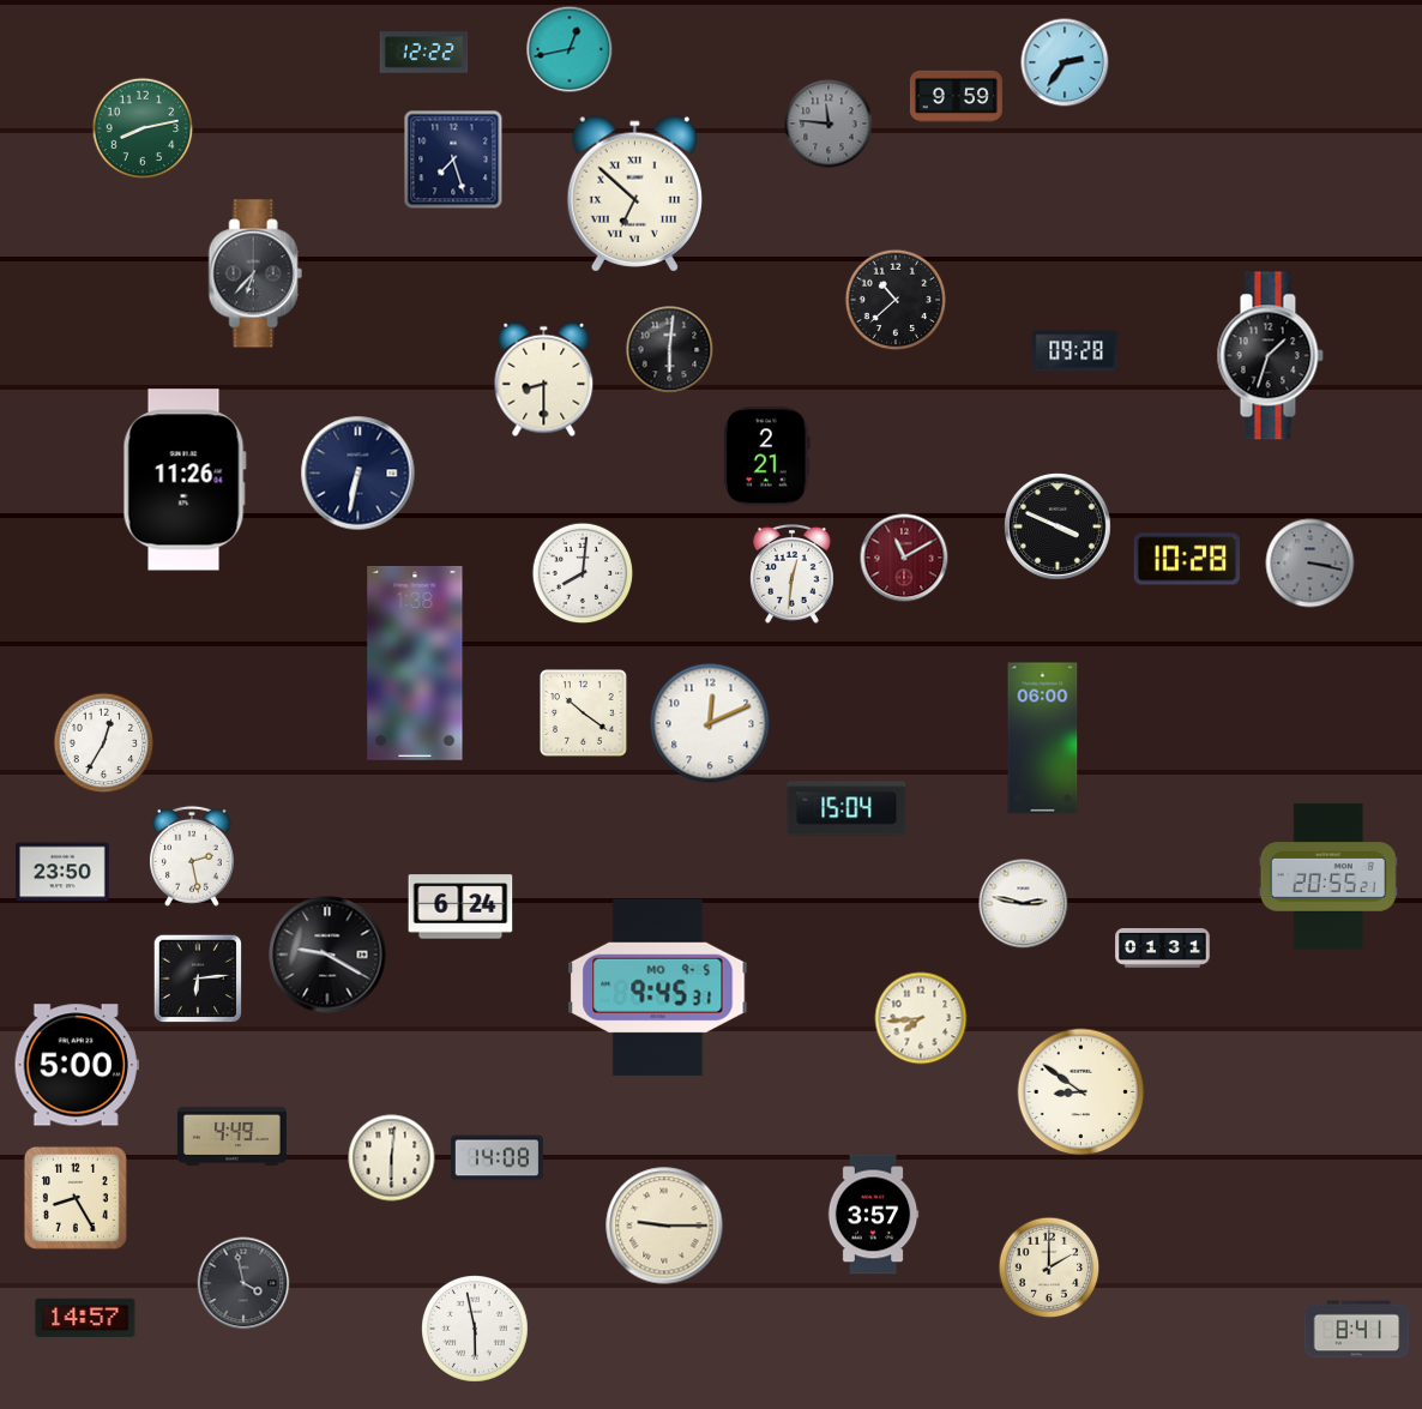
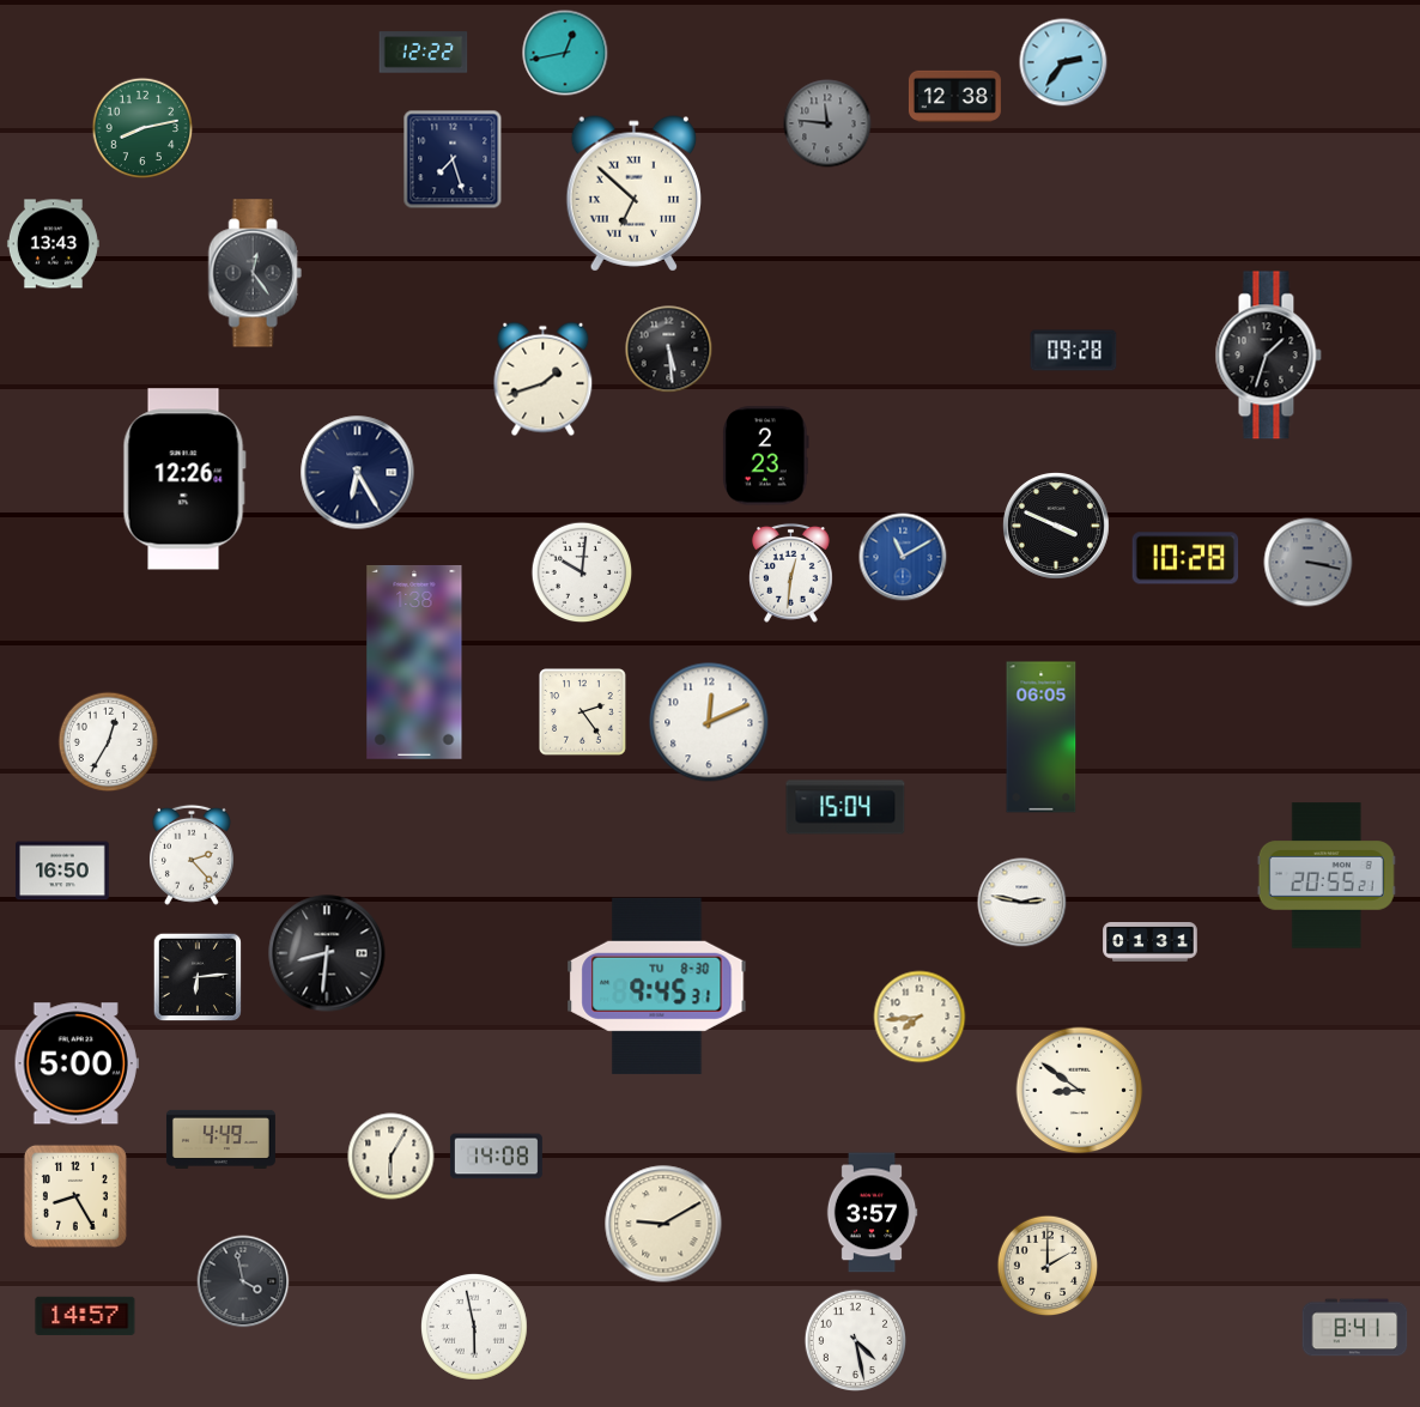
clock at (570, 49) position: (570, 49) -> (565, 53)
clock at (956, 96): 9:59 -> 12:38
clock at (53, 244): none -> 13:43
clock at (255, 273): 6:37 -> 12:24
clock at (896, 300): 10:38 -> none
clock at (670, 350): 6:01 -> 5:29
clock at (544, 380): 8:30 -> 1:42
clock at (767, 457): 2:21 -> 2:23
clock at (358, 474): 6:32 -> 6:25
clock at (185, 480): 11:26 -> 12:26
clock at (904, 558) dial: burgundy -> blue
clock at (583, 573): 8:01 -> 10:01
clock at (584, 713): 10:21 -> 2:24
clock at (1043, 739): 06:00 -> 06:05
clock at (104, 743) position: (104, 743) -> (109, 742)
clock at (192, 856): 2:28 -> 2:23
clock at (64, 872): 23:50 -> 16:50
clock at (460, 907): 6:24 -> none
clock at (1163, 949) position: (1163, 949) -> (1151, 942)
clock at (327, 955): 9:20 -> 8:31
clock at (658, 987) date: MO 9-5 -> TU 8-30
clock at (231, 1136) position: (231, 1136) -> (220, 1139)
clock at (392, 1158): 6:01 -> 6:05
clock at (664, 1226): 9:15 -> 9:10
clock at (855, 1340): none -> 4:28
